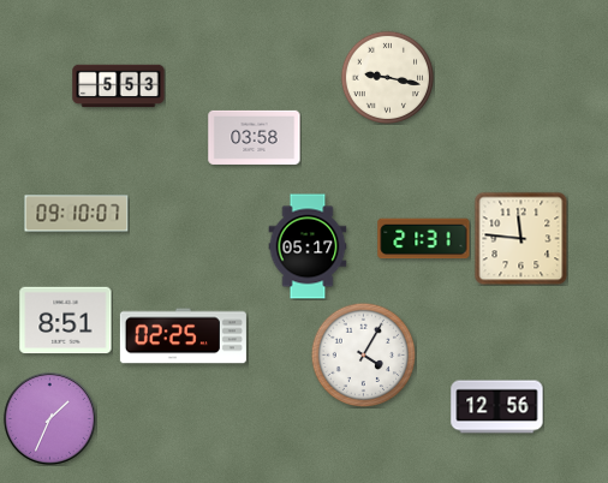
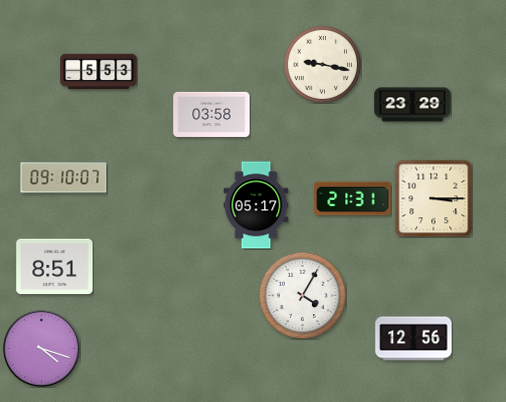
clock at (413, 105): none -> 23:29
clock at (520, 238): 11:46 -> 3:15
clock at (183, 336): 02:25 -> none
clock at (49, 418): 1:34 -> 4:18
